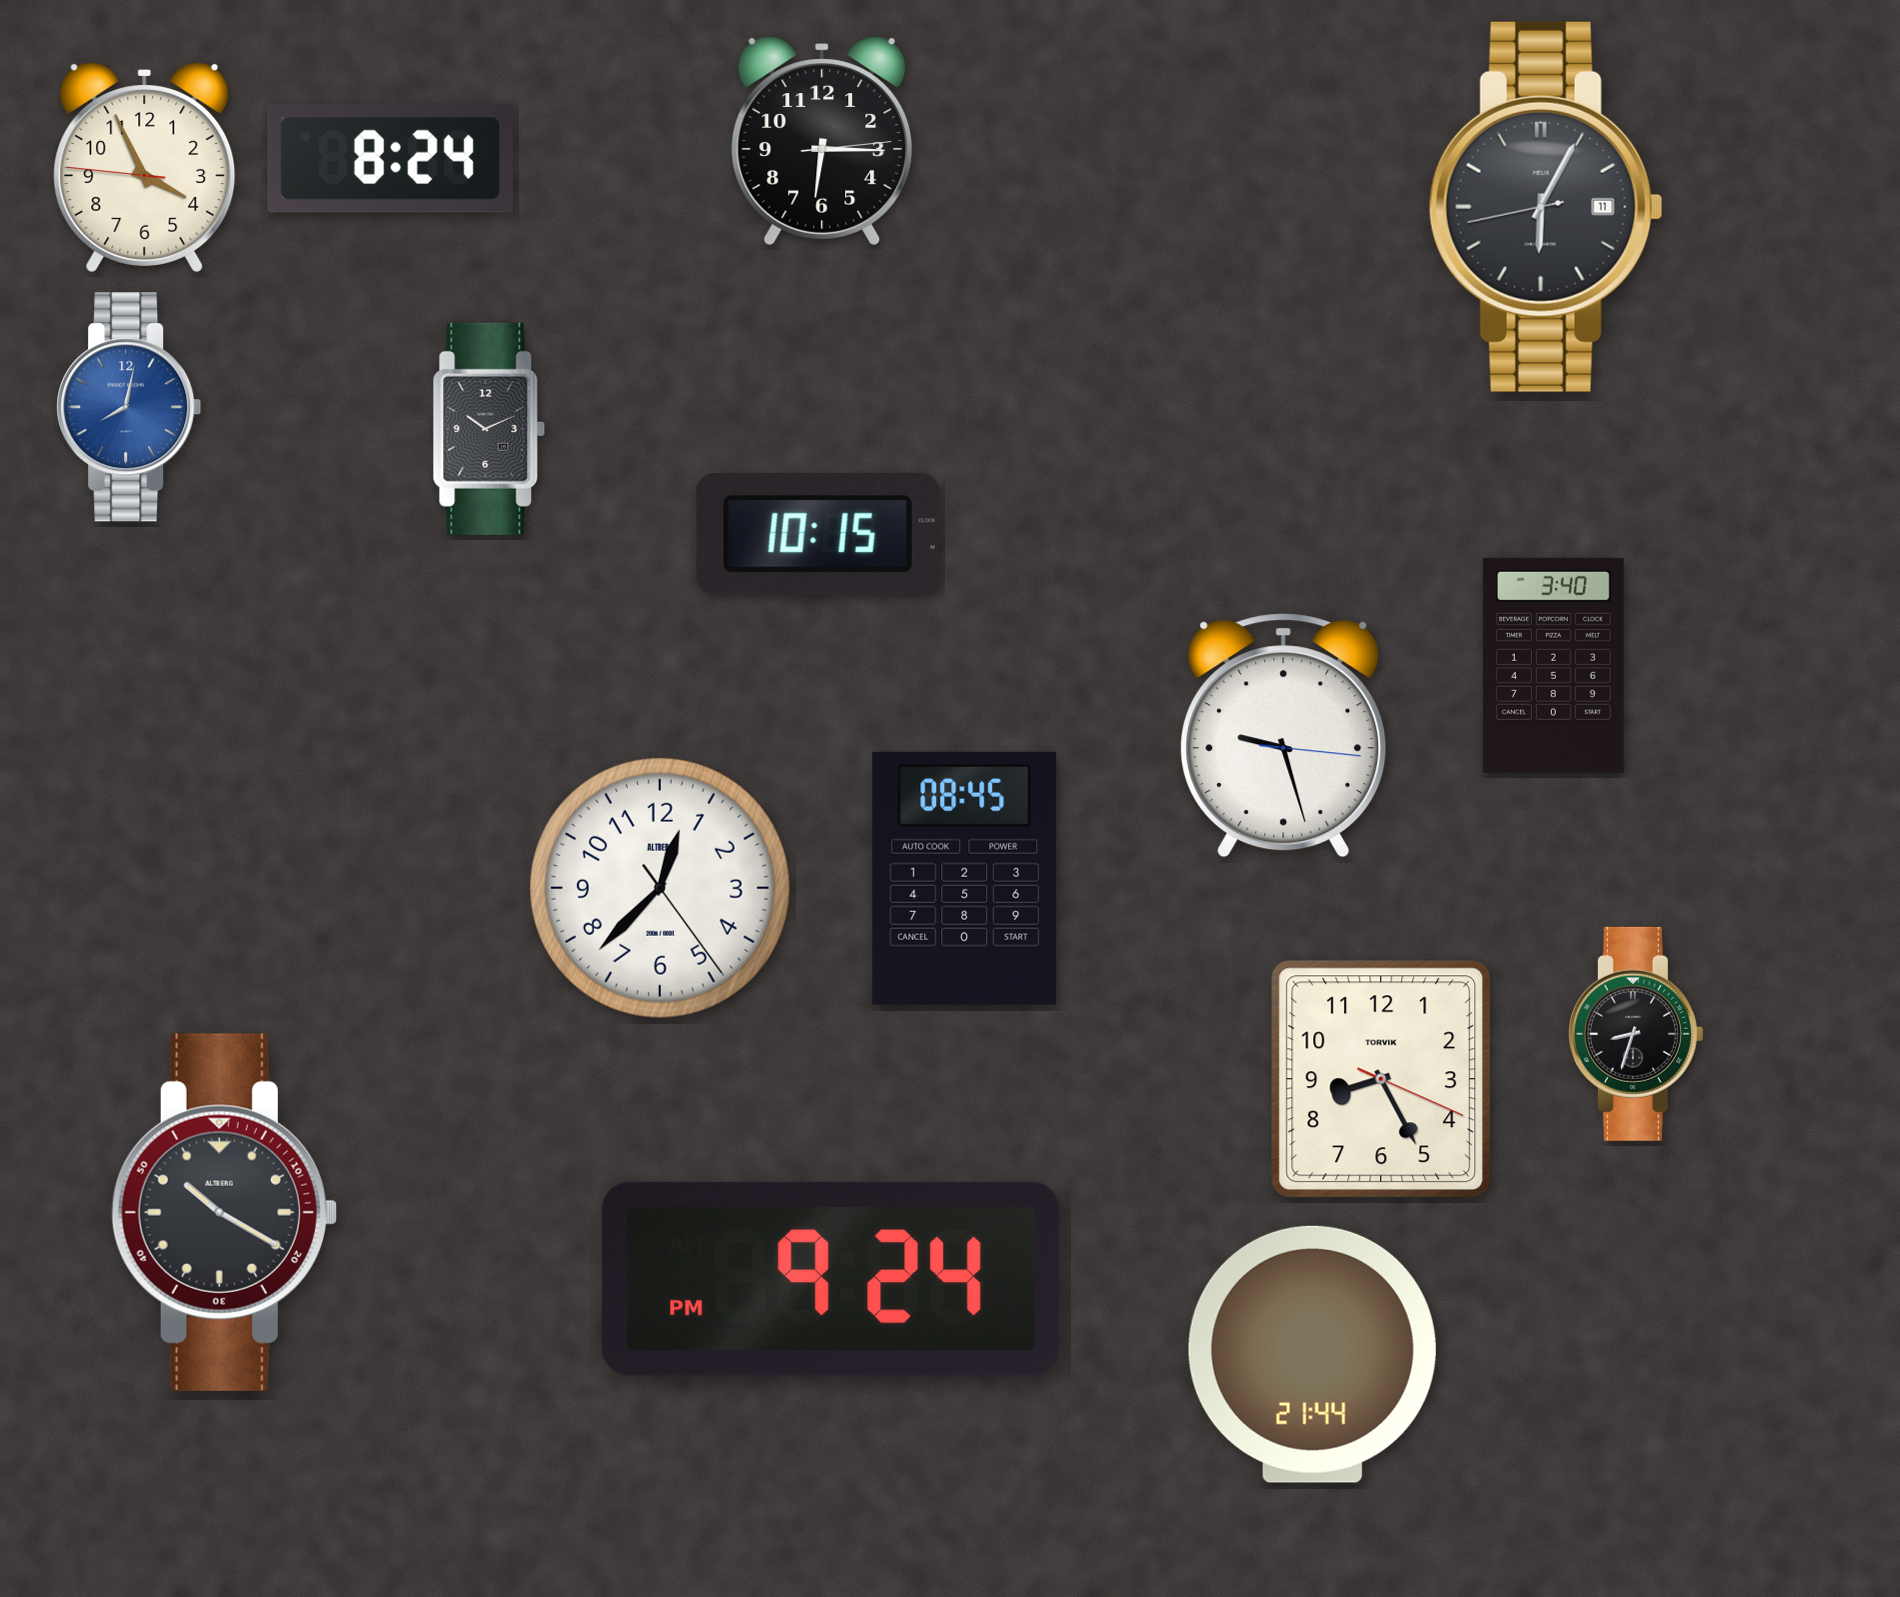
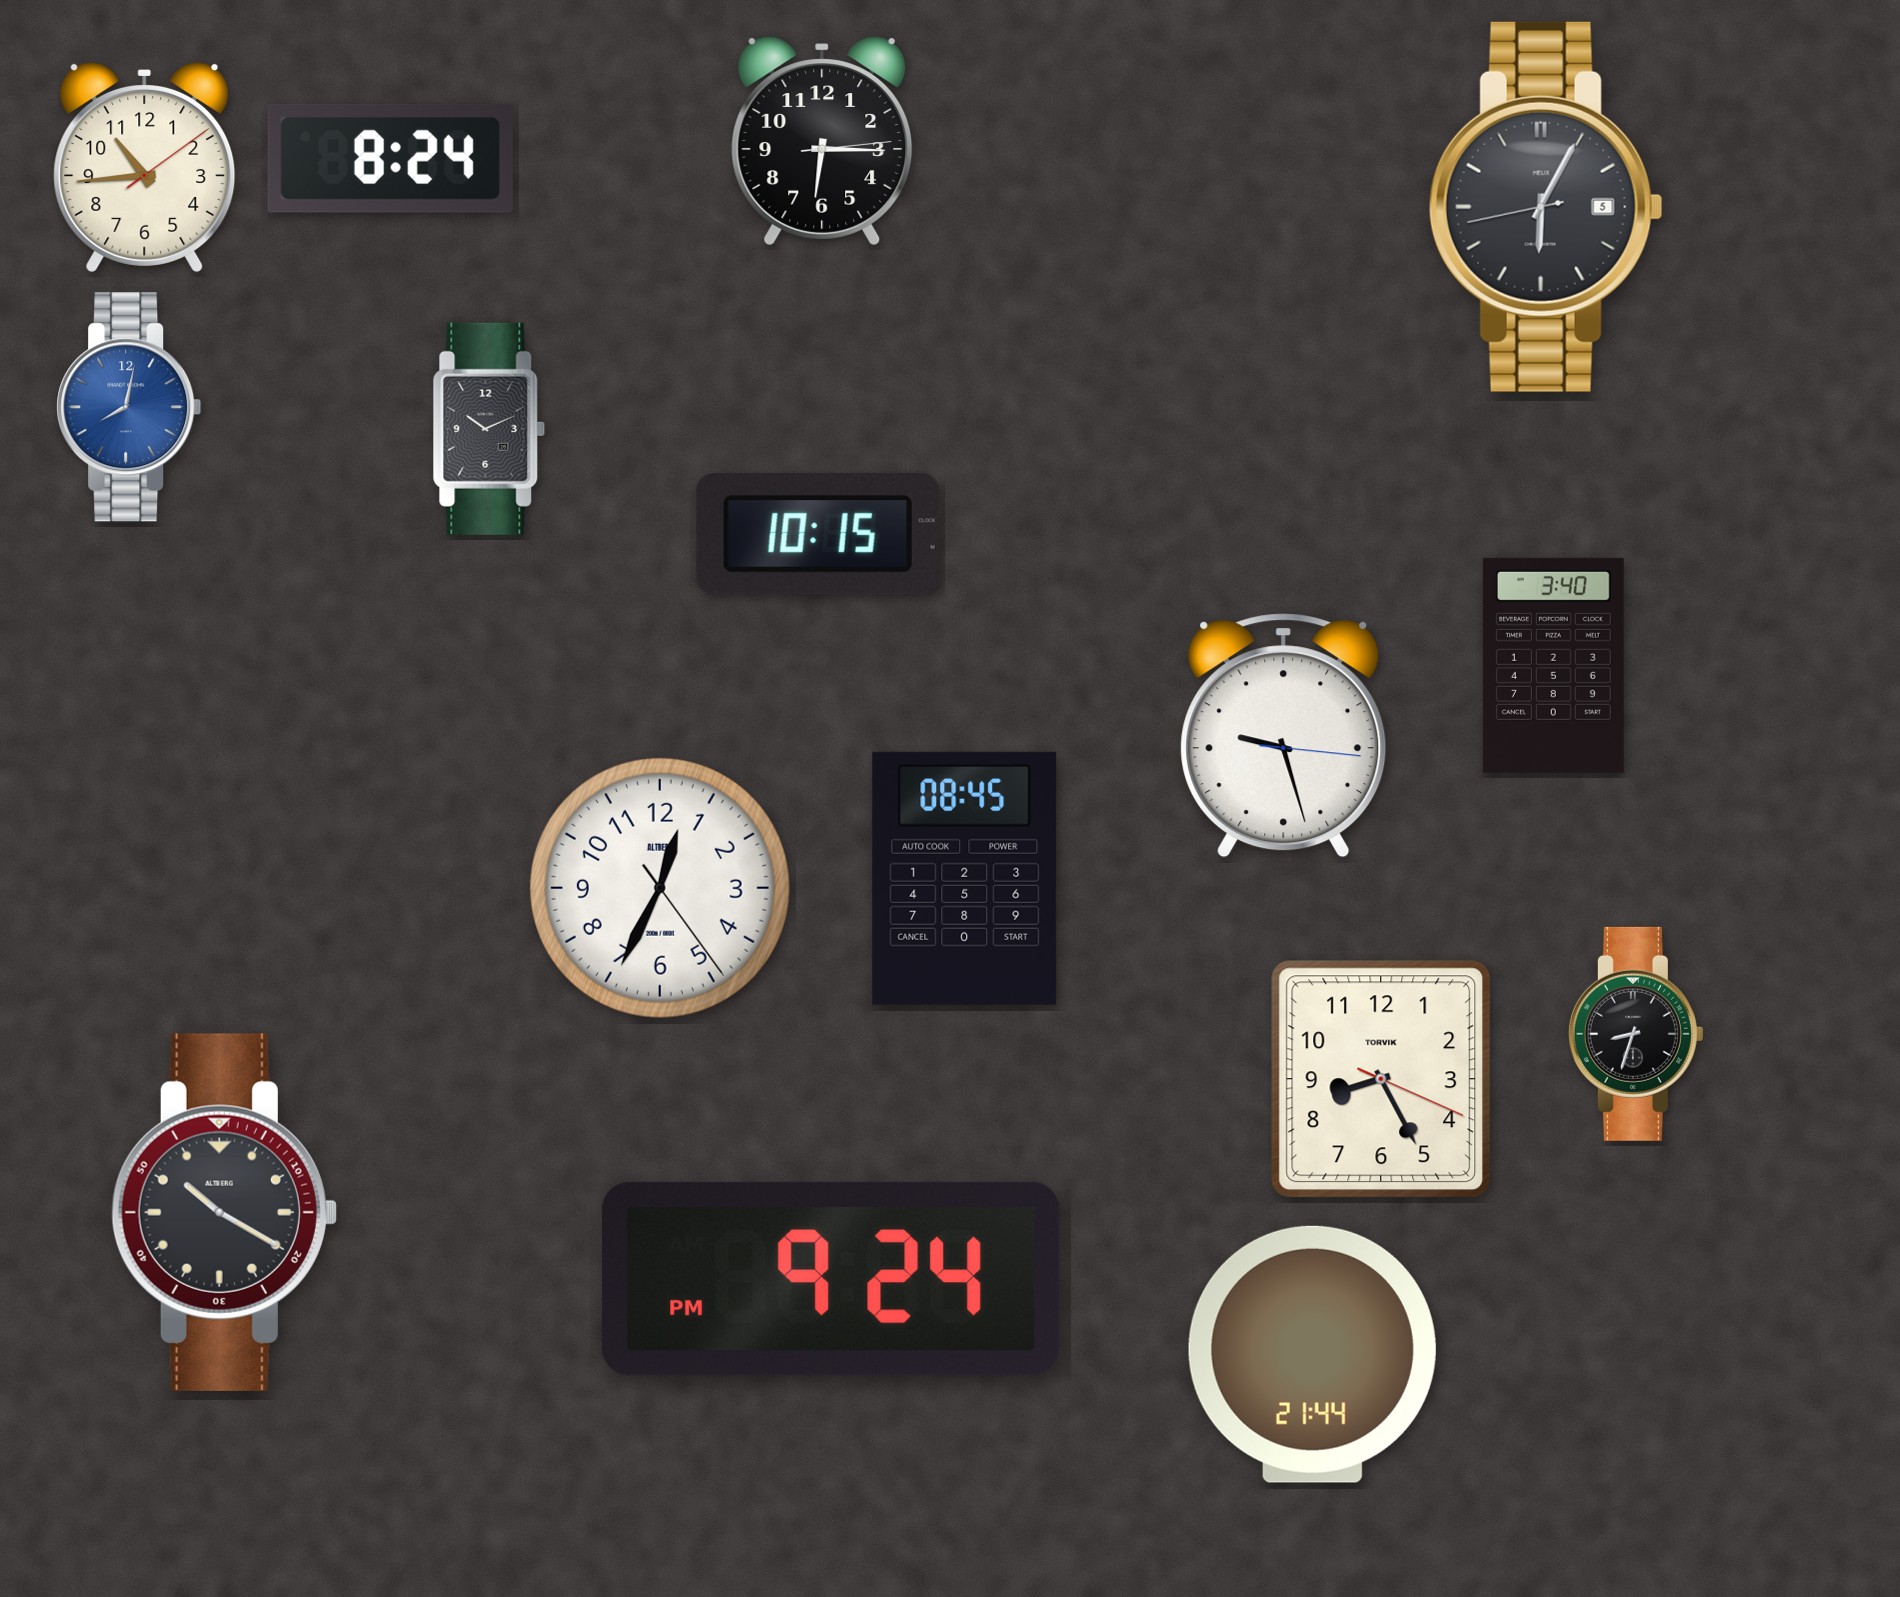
clock at (145, 167): 3:55 -> 10:44
clock at (1546, 207) date: 11 -> 5
clock at (660, 888): 12:37 -> 12:34
